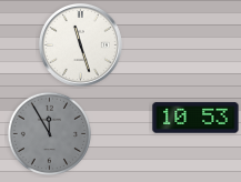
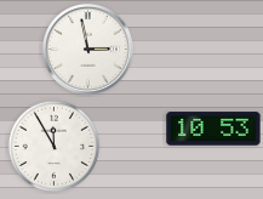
clock at (81, 46): 11:27 -> 2:58
clock at (49, 133) dial: grey -> white
